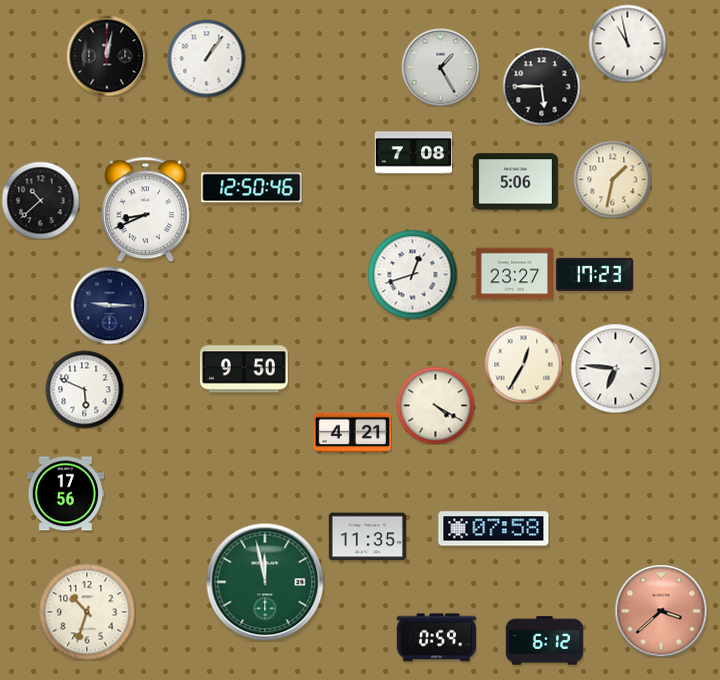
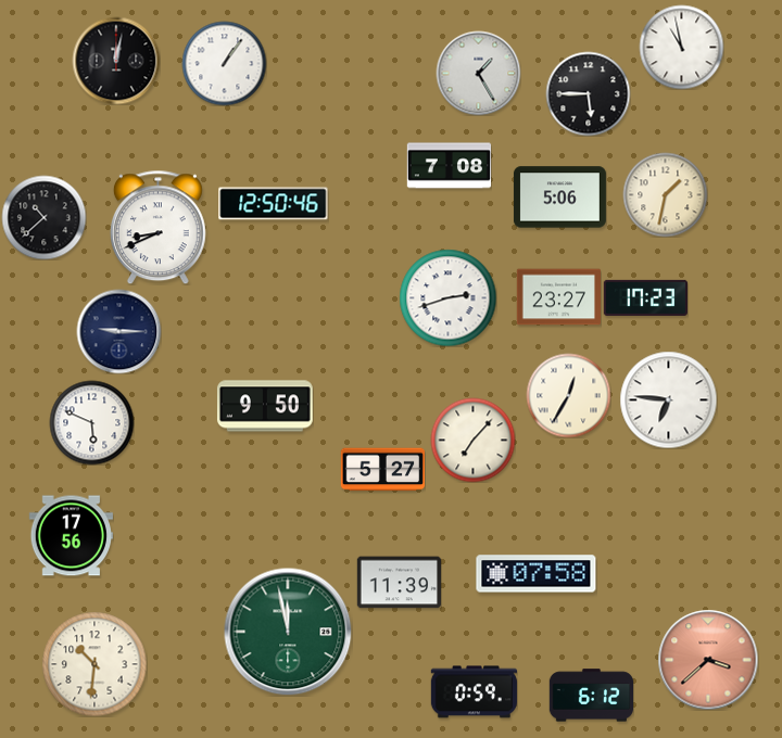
clock at (412, 274): 12:42 -> 2:42
clock at (244, 369) position: (244, 369) -> (265, 406)
clock at (435, 405): 4:20 -> 7:07
clock at (352, 433): 4:21 -> 5:27
clock at (367, 537): 11:35 -> 11:39
clock at (661, 611) position: (661, 611) -> (708, 660)
clock at (87, 612): 10:33 -> 10:31
